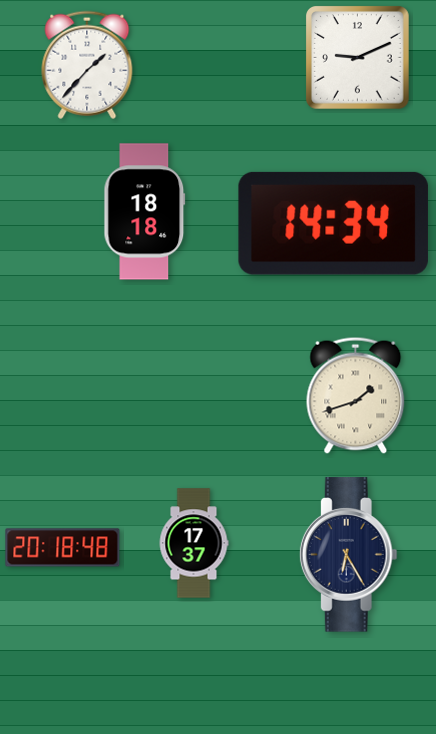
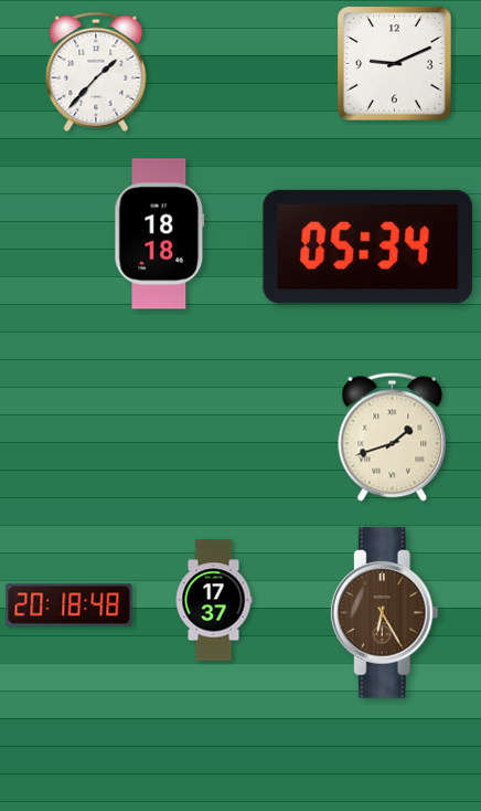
clock at (333, 223): 14:34 -> 05:34
clock at (348, 555) dial: navy -> brown
